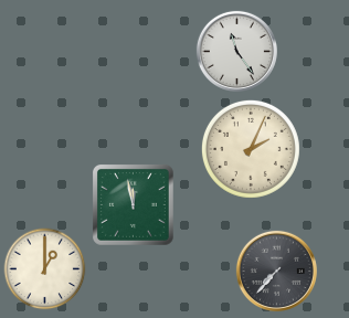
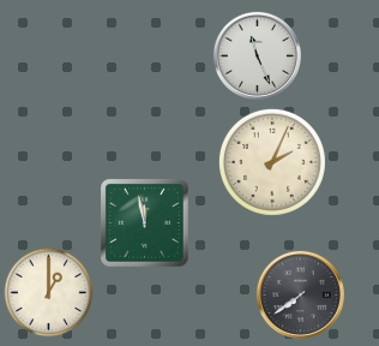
clock at (236, 51): 11:24 -> 11:26
clock at (276, 271): 7:37 -> 7:39
